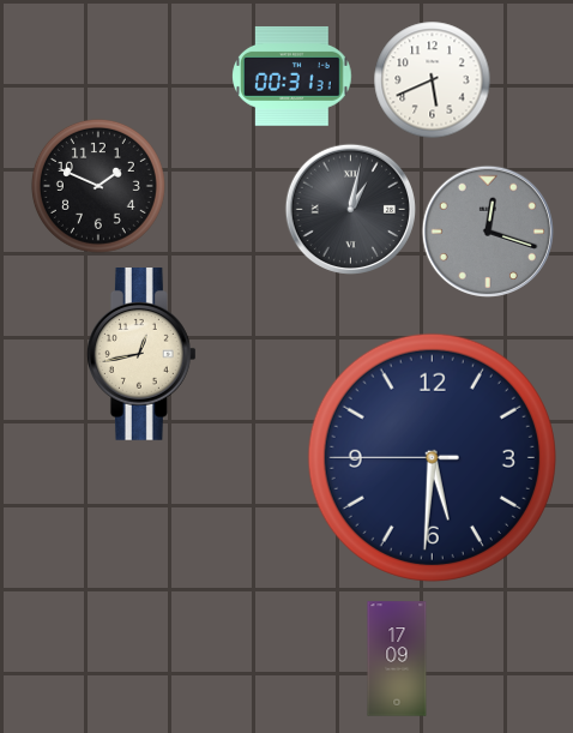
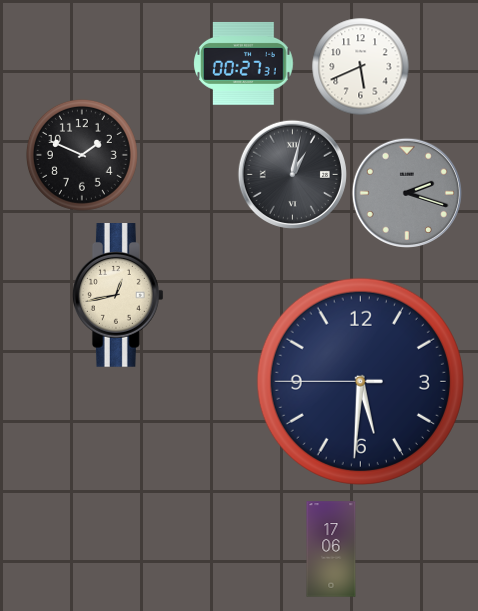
clock at (292, 76): 00:31 -> 00:27
clock at (487, 230): 12:18 -> 2:18
clock at (397, 659): 17:09 -> 17:06
